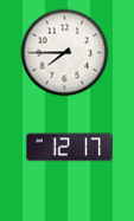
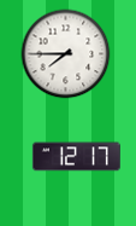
clock at (69, 148) position: (69, 148) -> (76, 157)
